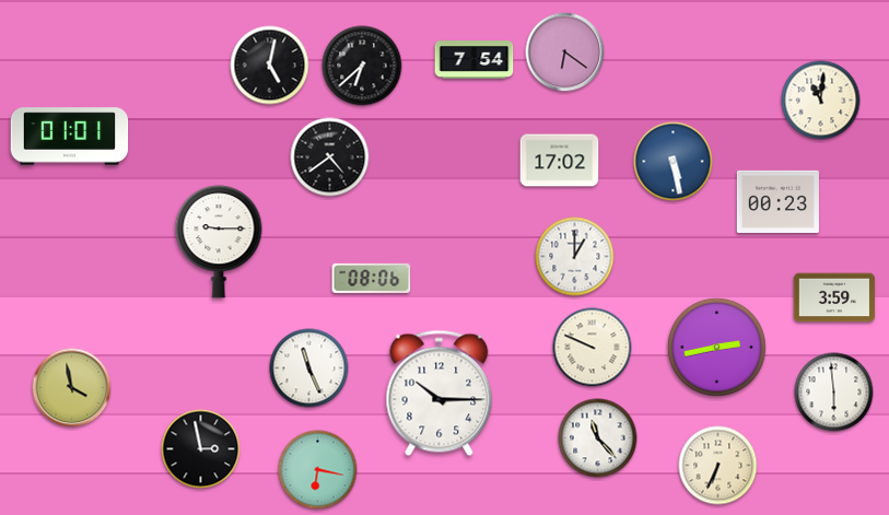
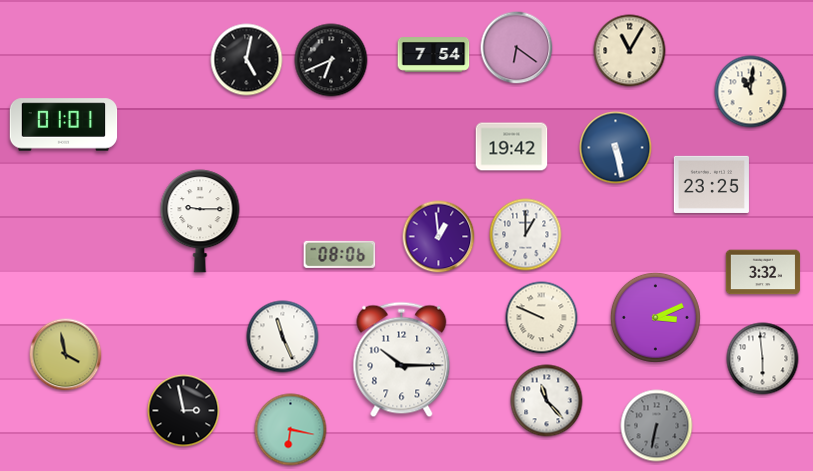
clock at (630, 51): none -> 11:05
clock at (362, 66): 6:38 -> 6:41
clock at (330, 157): 4:39 -> none
clock at (560, 161): 17:02 -> 19:42
clock at (777, 201): 00:23 -> 23:25
clock at (439, 237): none -> 12:59
clock at (834, 297): 3:59 -> 3:32
clock at (716, 347): 2:43 -> 3:11
clock at (718, 466): 6:34 -> 6:32
clock at (718, 466) dial: cream -> grey
